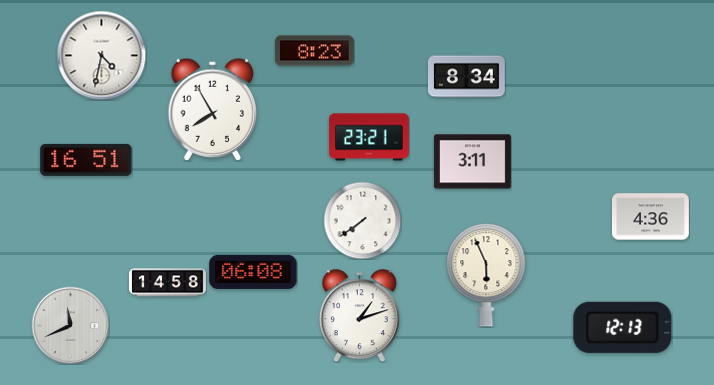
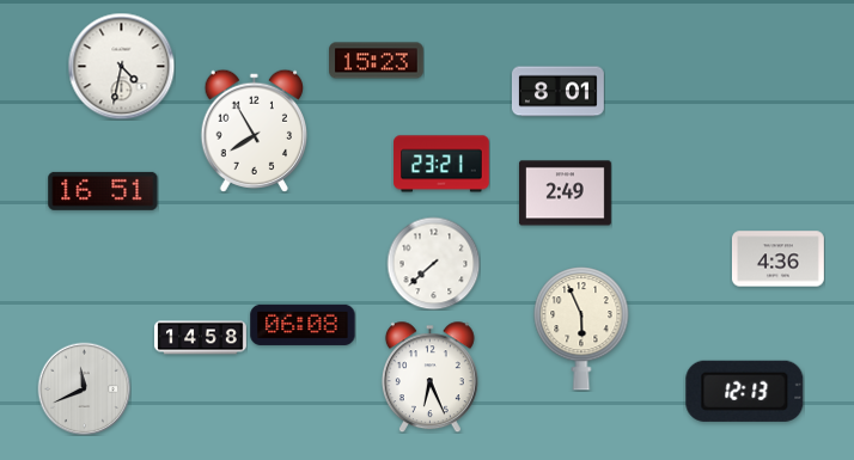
clock at (315, 51): 8:23 -> 15:23
clock at (466, 77): 8:34 -> 8:01
clock at (472, 162): 3:11 -> 2:49
clock at (362, 220): 7:39 -> 7:38
clock at (359, 315): 1:12 -> 6:26
